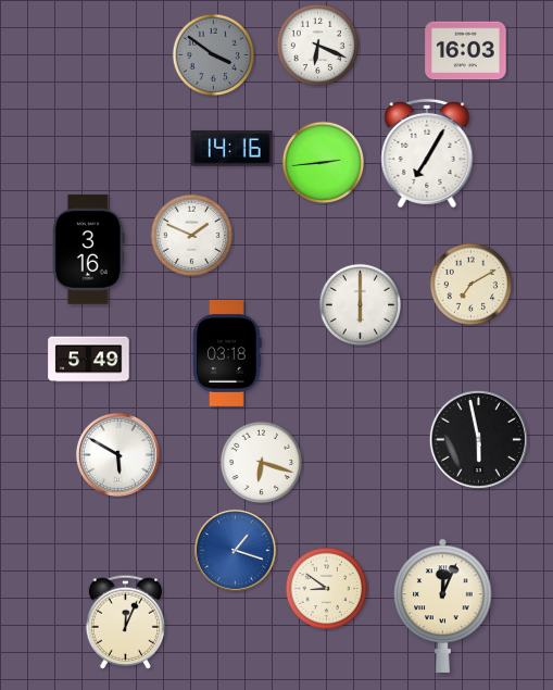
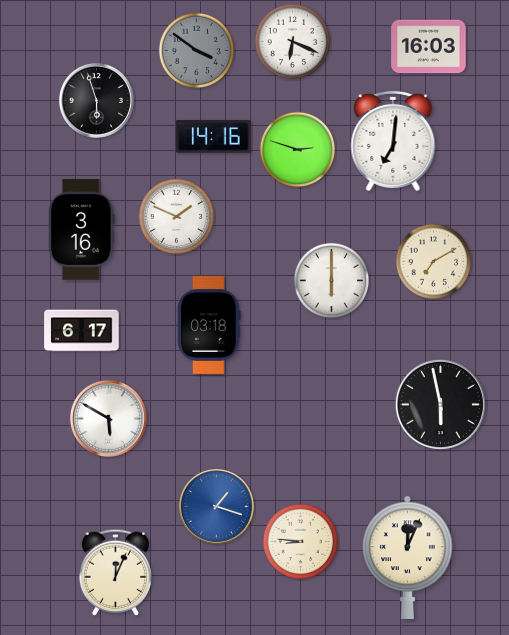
clock at (96, 100): none -> 5:57
clock at (427, 153): 7:05 -> 7:01
clock at (324, 163): 2:44 -> 2:48
clock at (89, 360): 5:49 -> 6:17
clock at (262, 463): 6:18 -> none
clock at (327, 589): 8:51 -> 8:46
